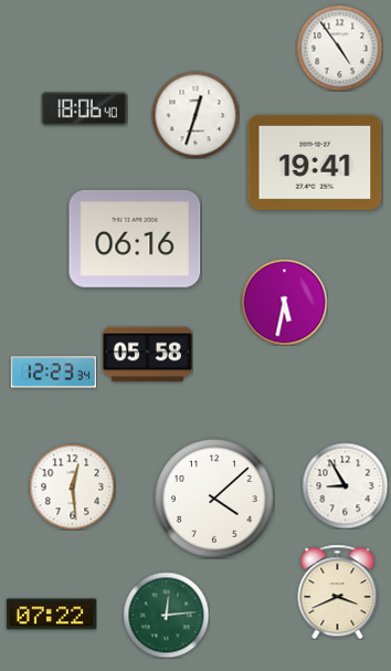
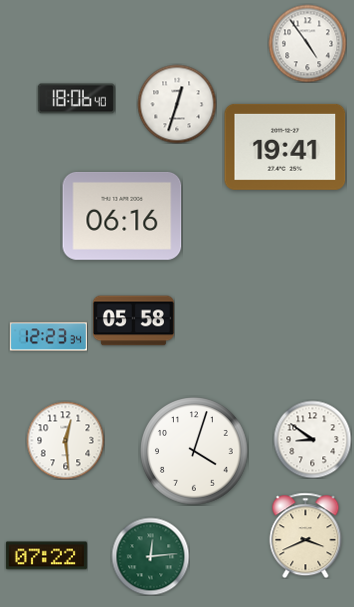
clock at (284, 302): 5:32 -> none
clock at (345, 485): 8:55 -> 8:51
clock at (214, 499): 4:08 -> 4:03
